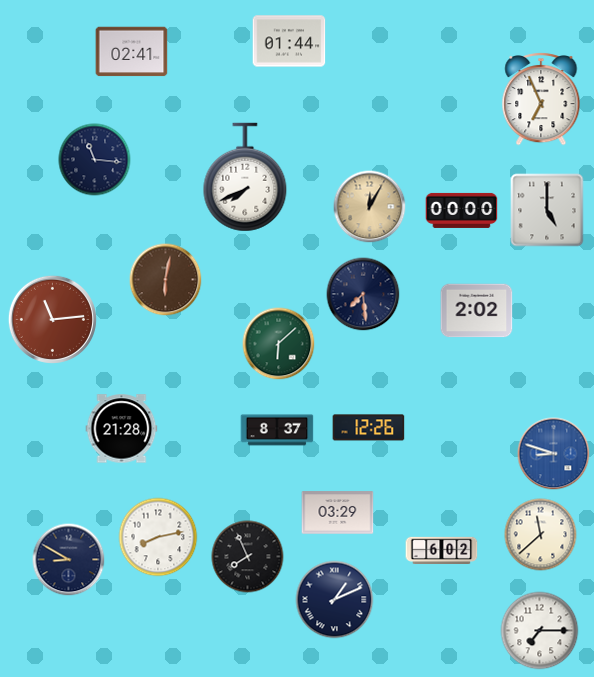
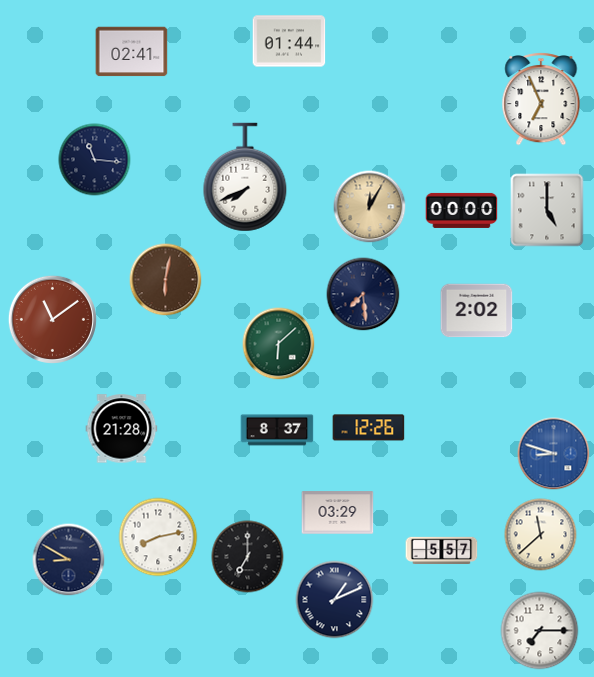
clock at (52, 319): 11:14 -> 11:09
clock at (442, 550): 6:02 -> 5:57
clock at (248, 557): 7:56 -> 7:00
